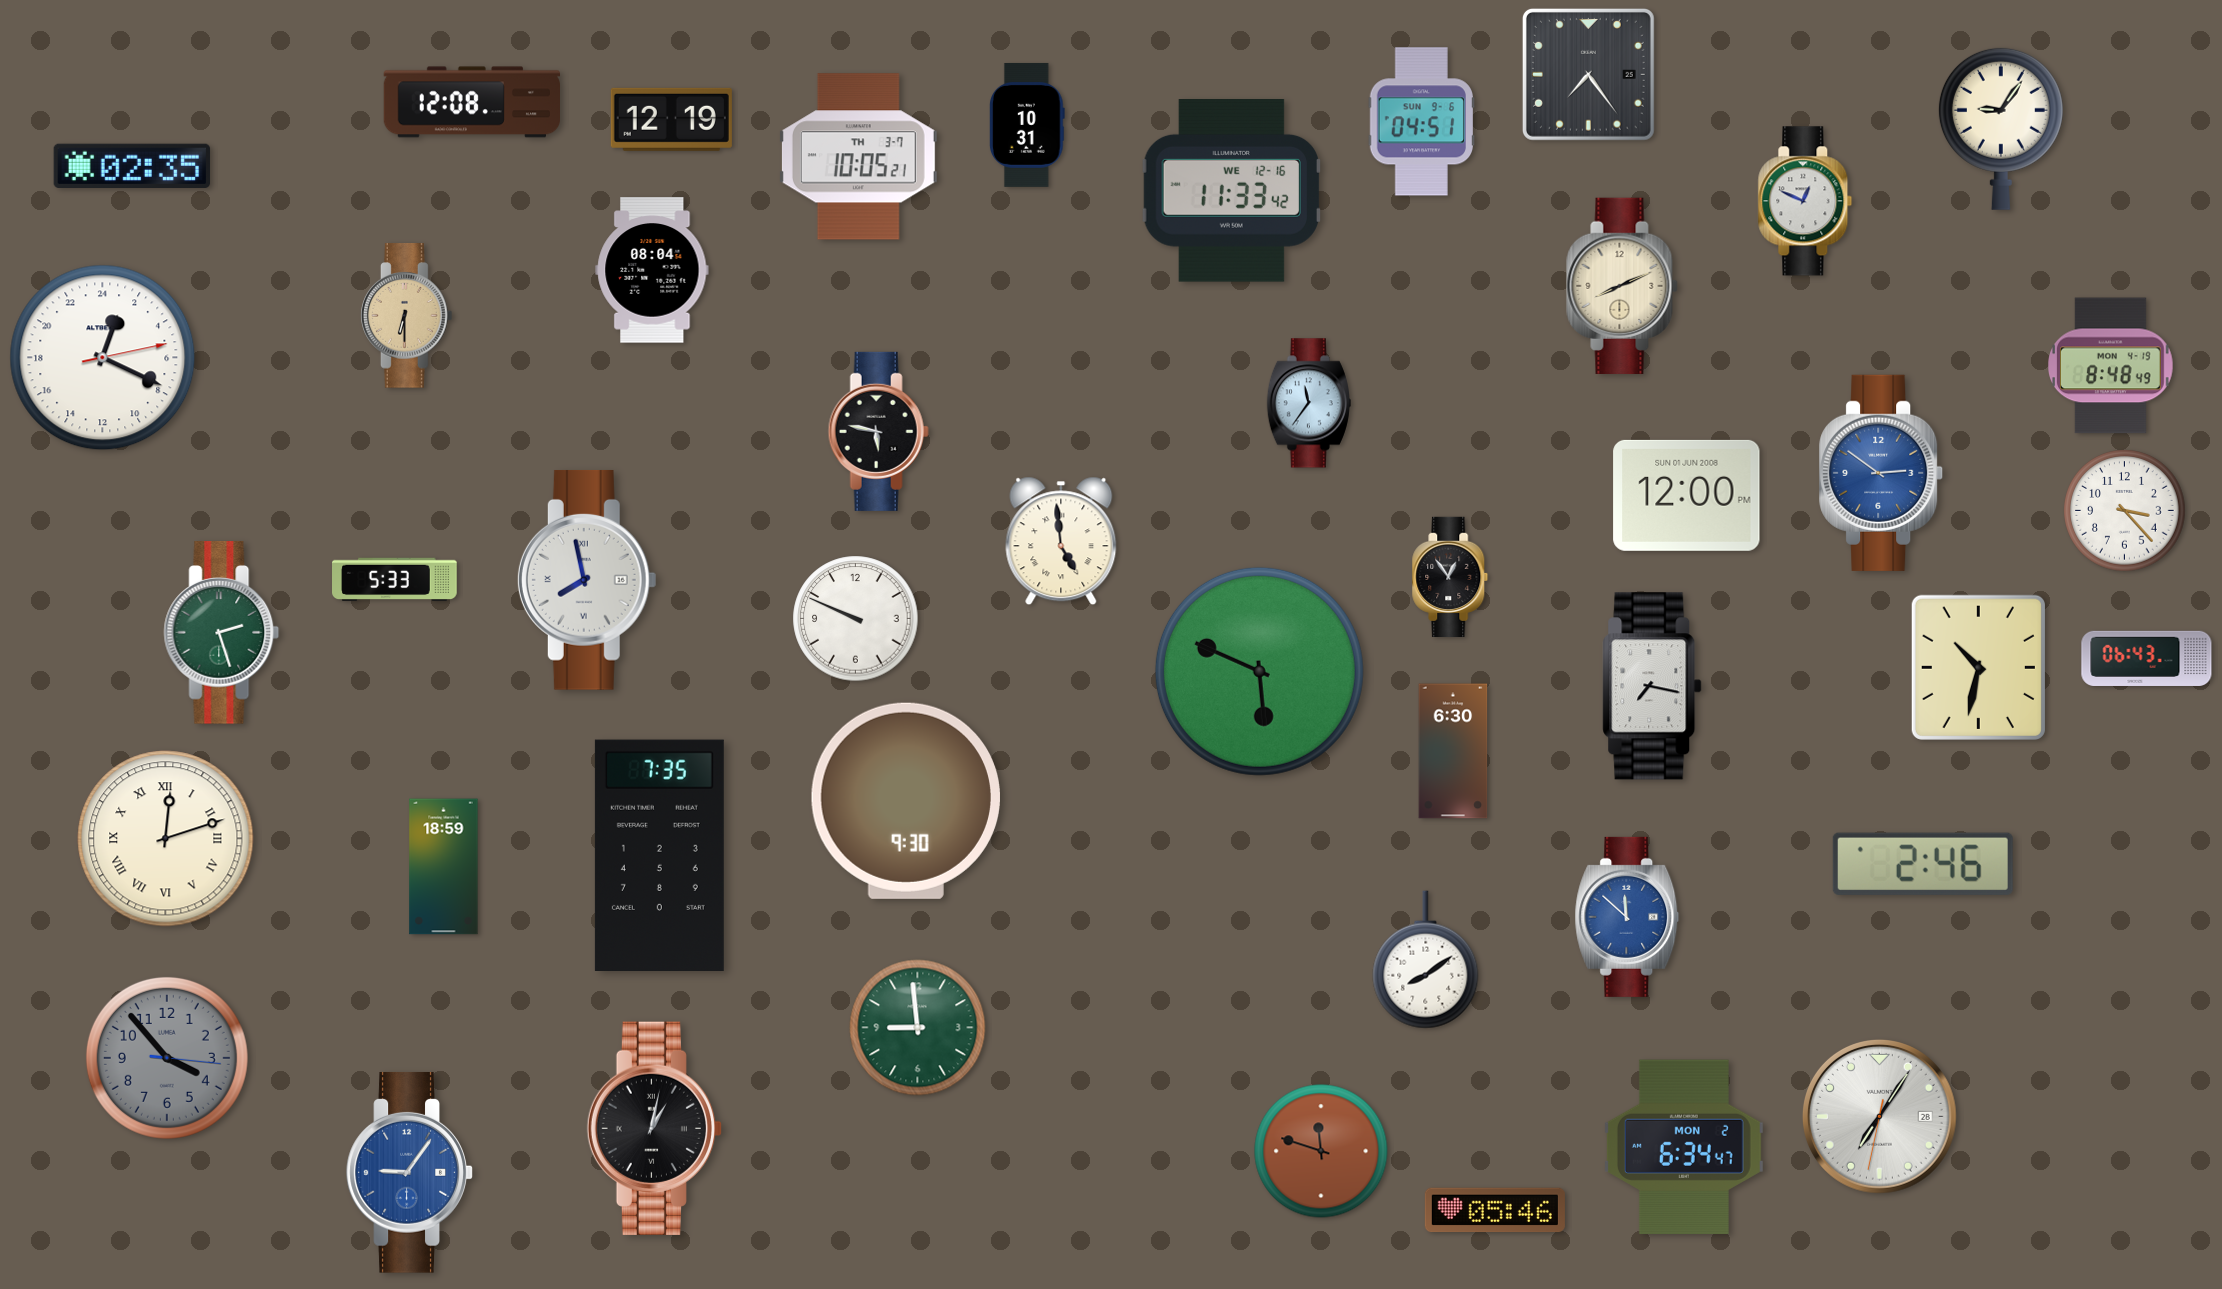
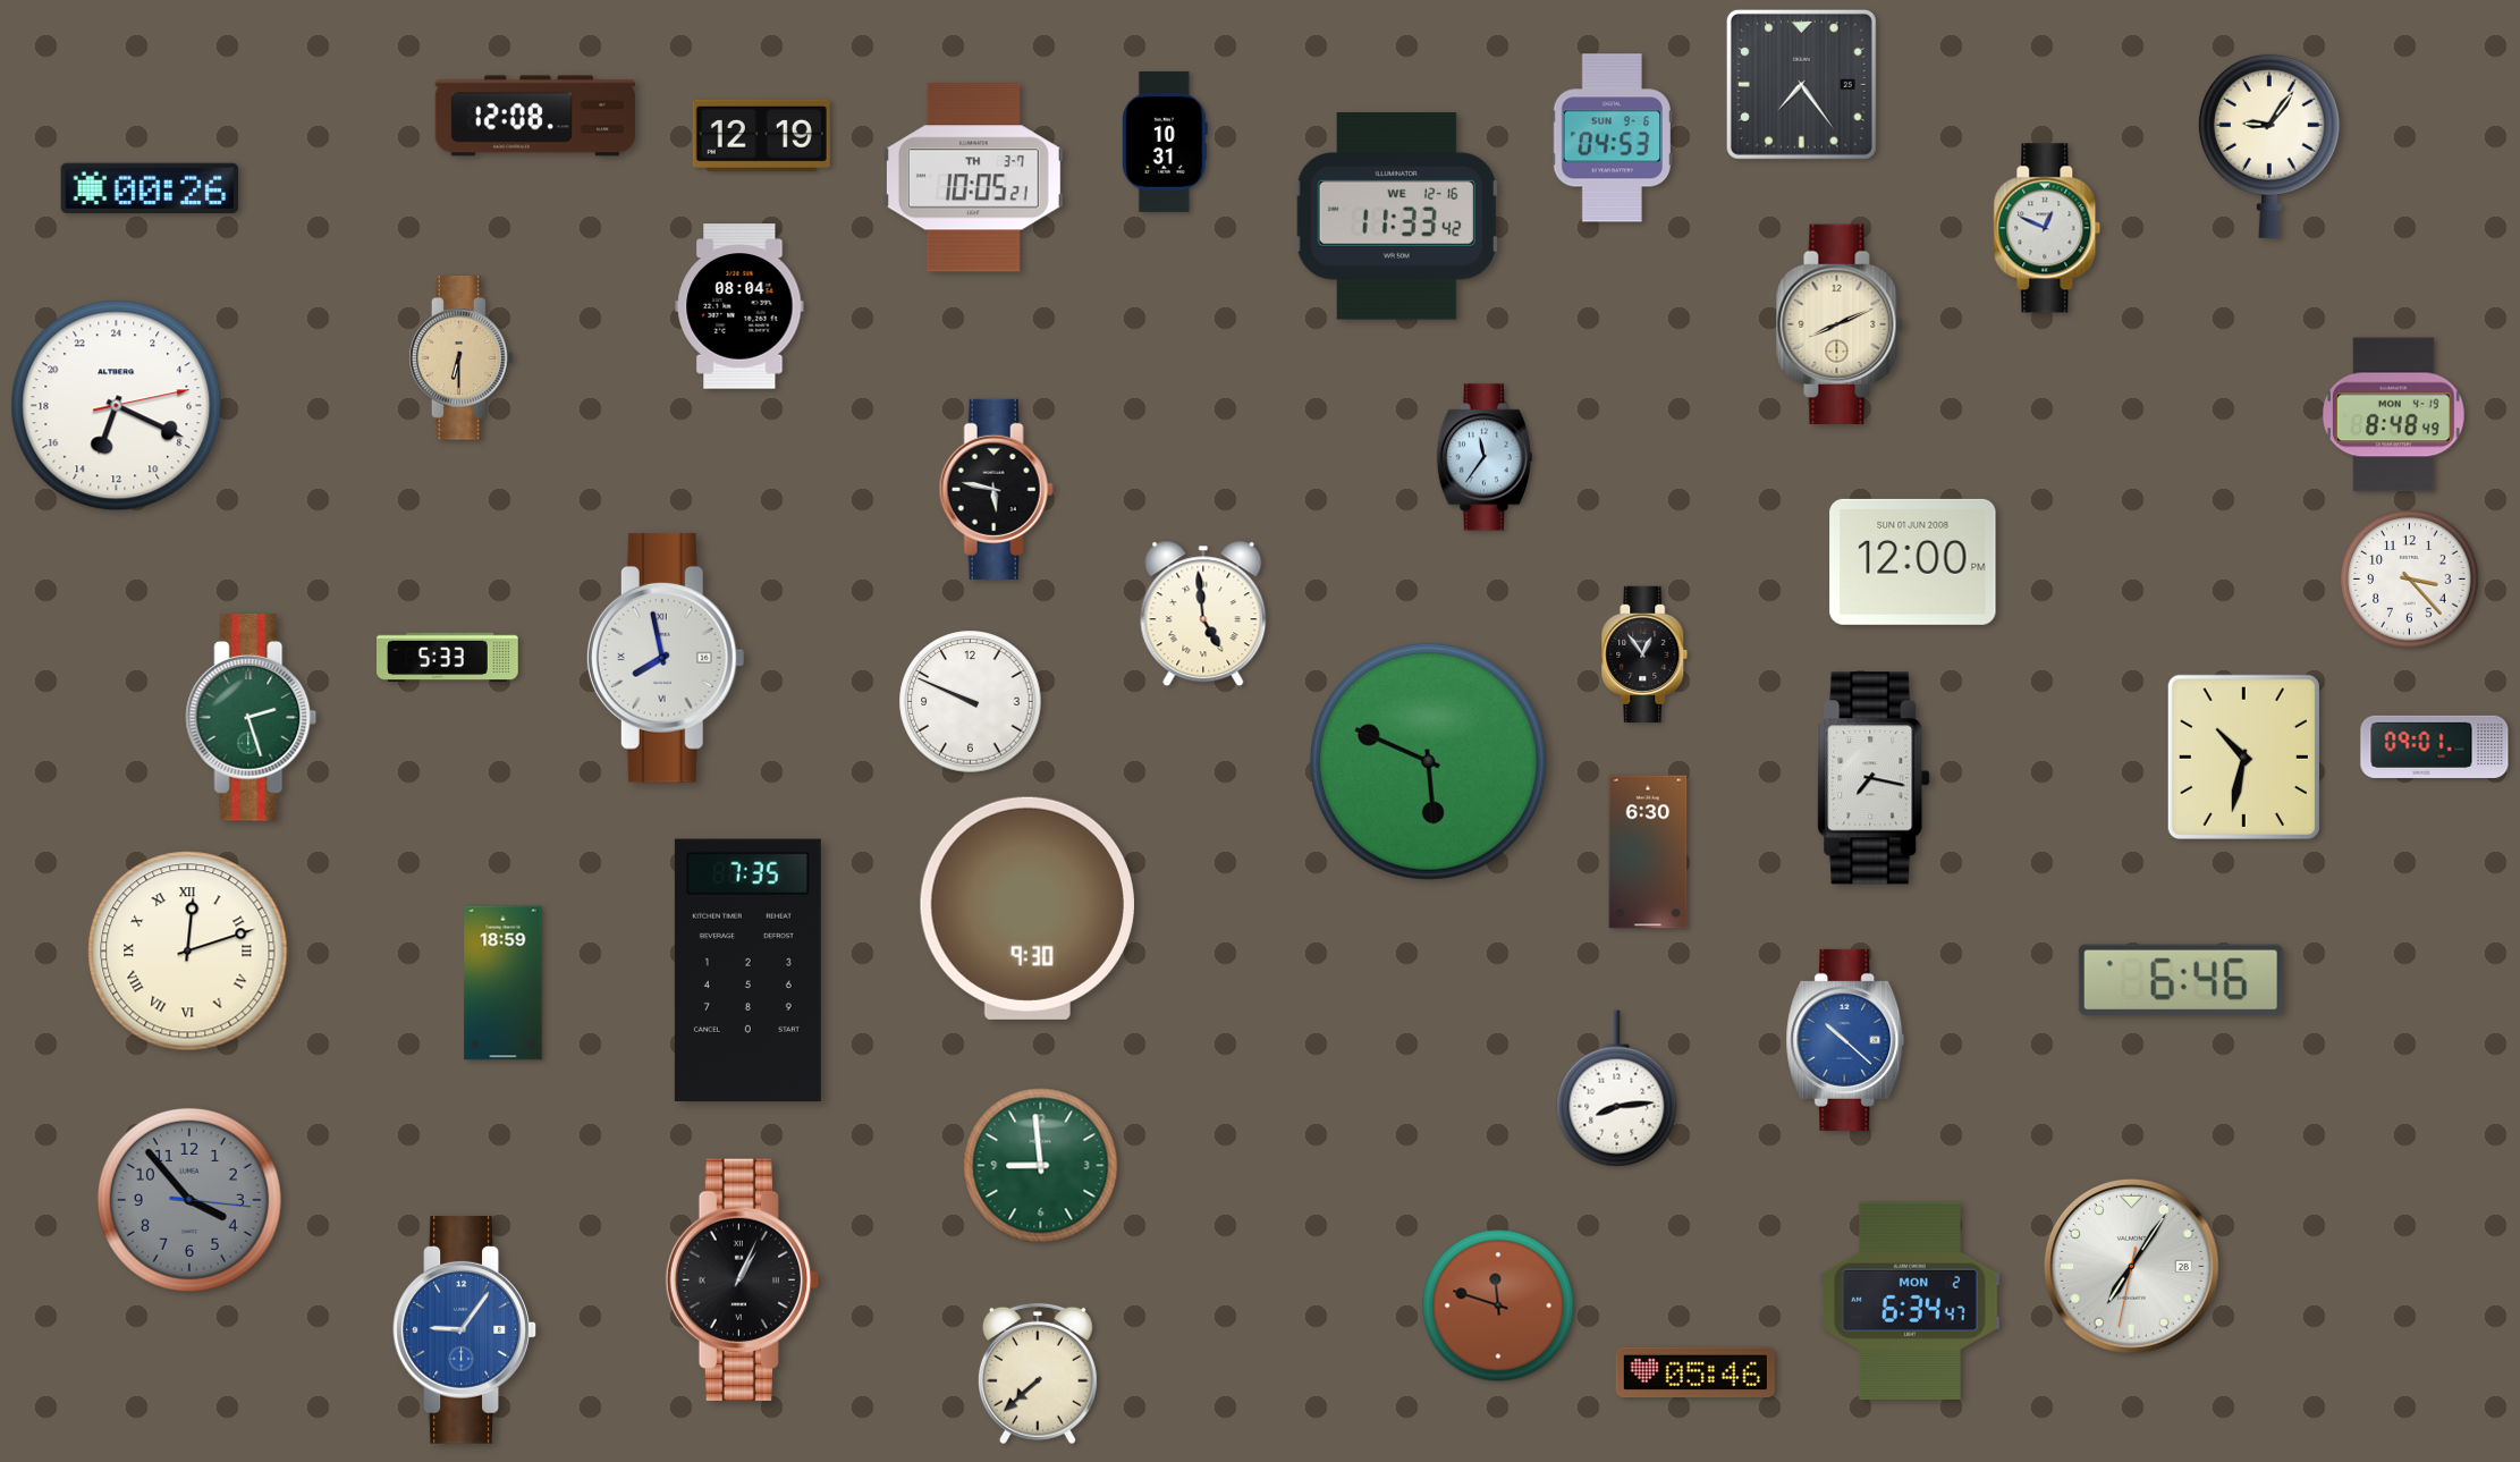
clock at (1421, 122): 04:51 -> 04:53
clock at (132, 166): 02:35 -> 00:26
clock at (103, 358): 1:19 -> 13:19
clock at (1882, 473): 2:51 -> none
clock at (2147, 658): 06:43 -> 09:01
clock at (1923, 864): 2:46 -> 6:46
clock at (1627, 917): 11:52 -> 10:22
clock at (1426, 960): 8:09 -> 8:14
clock at (654, 1128): 1:02 -> 1:04
clock at (1038, 1374): none -> 7:38
